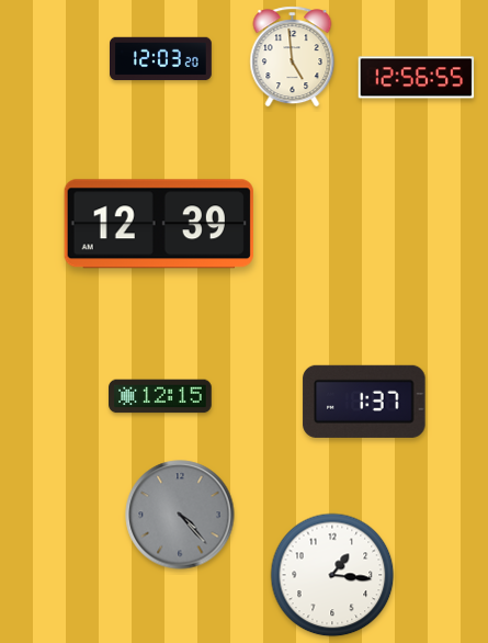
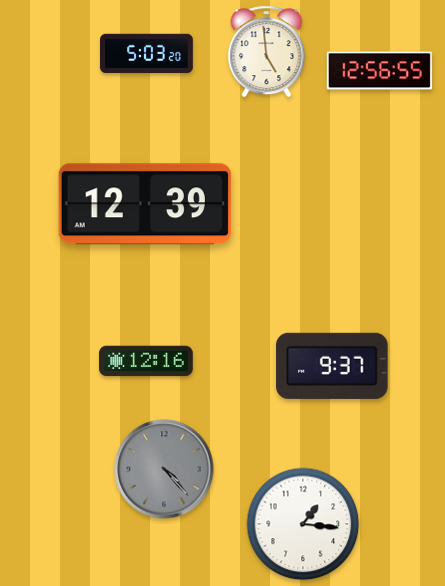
clock at (161, 59): 12:03 -> 5:03
clock at (160, 396): 12:15 -> 12:16
clock at (364, 402): 1:37 -> 9:37
